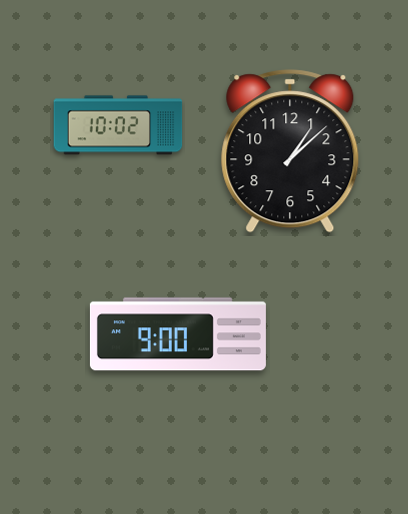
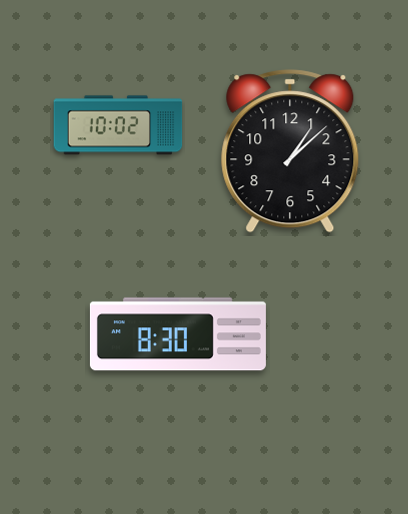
clock at (178, 334): 9:00 -> 8:30
